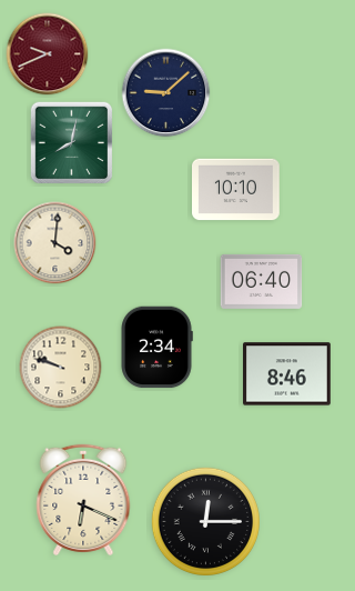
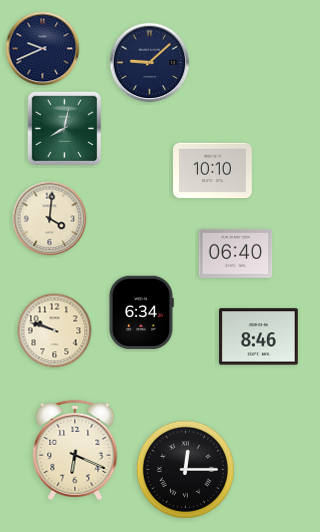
clock at (48, 54) dial: burgundy -> navy
clock at (166, 93) position: (166, 93) -> (150, 63)
clock at (156, 348): 2:34 -> 6:34
